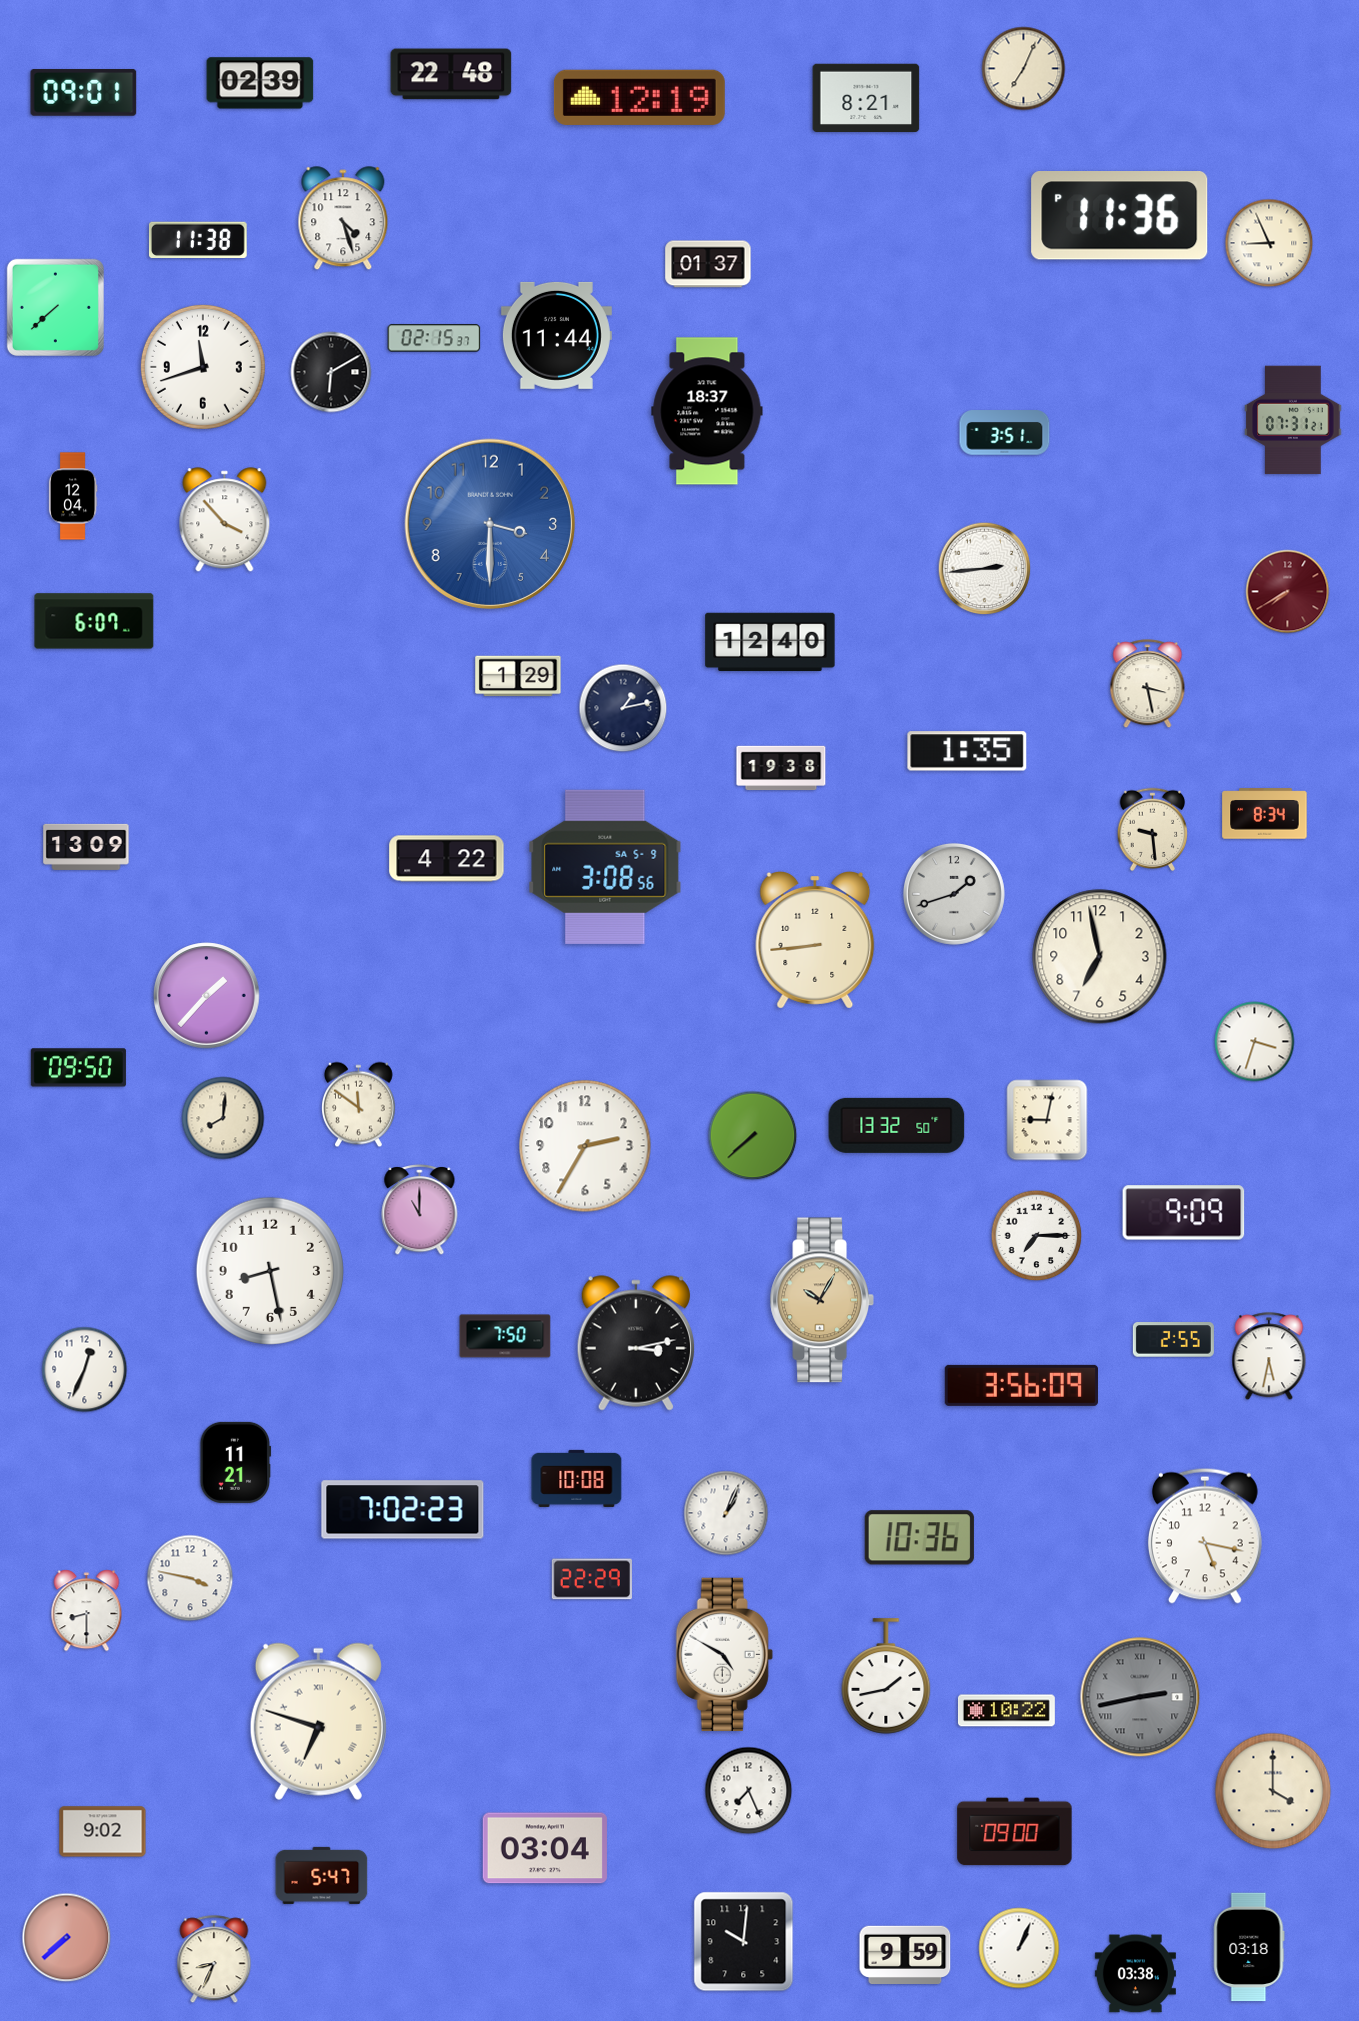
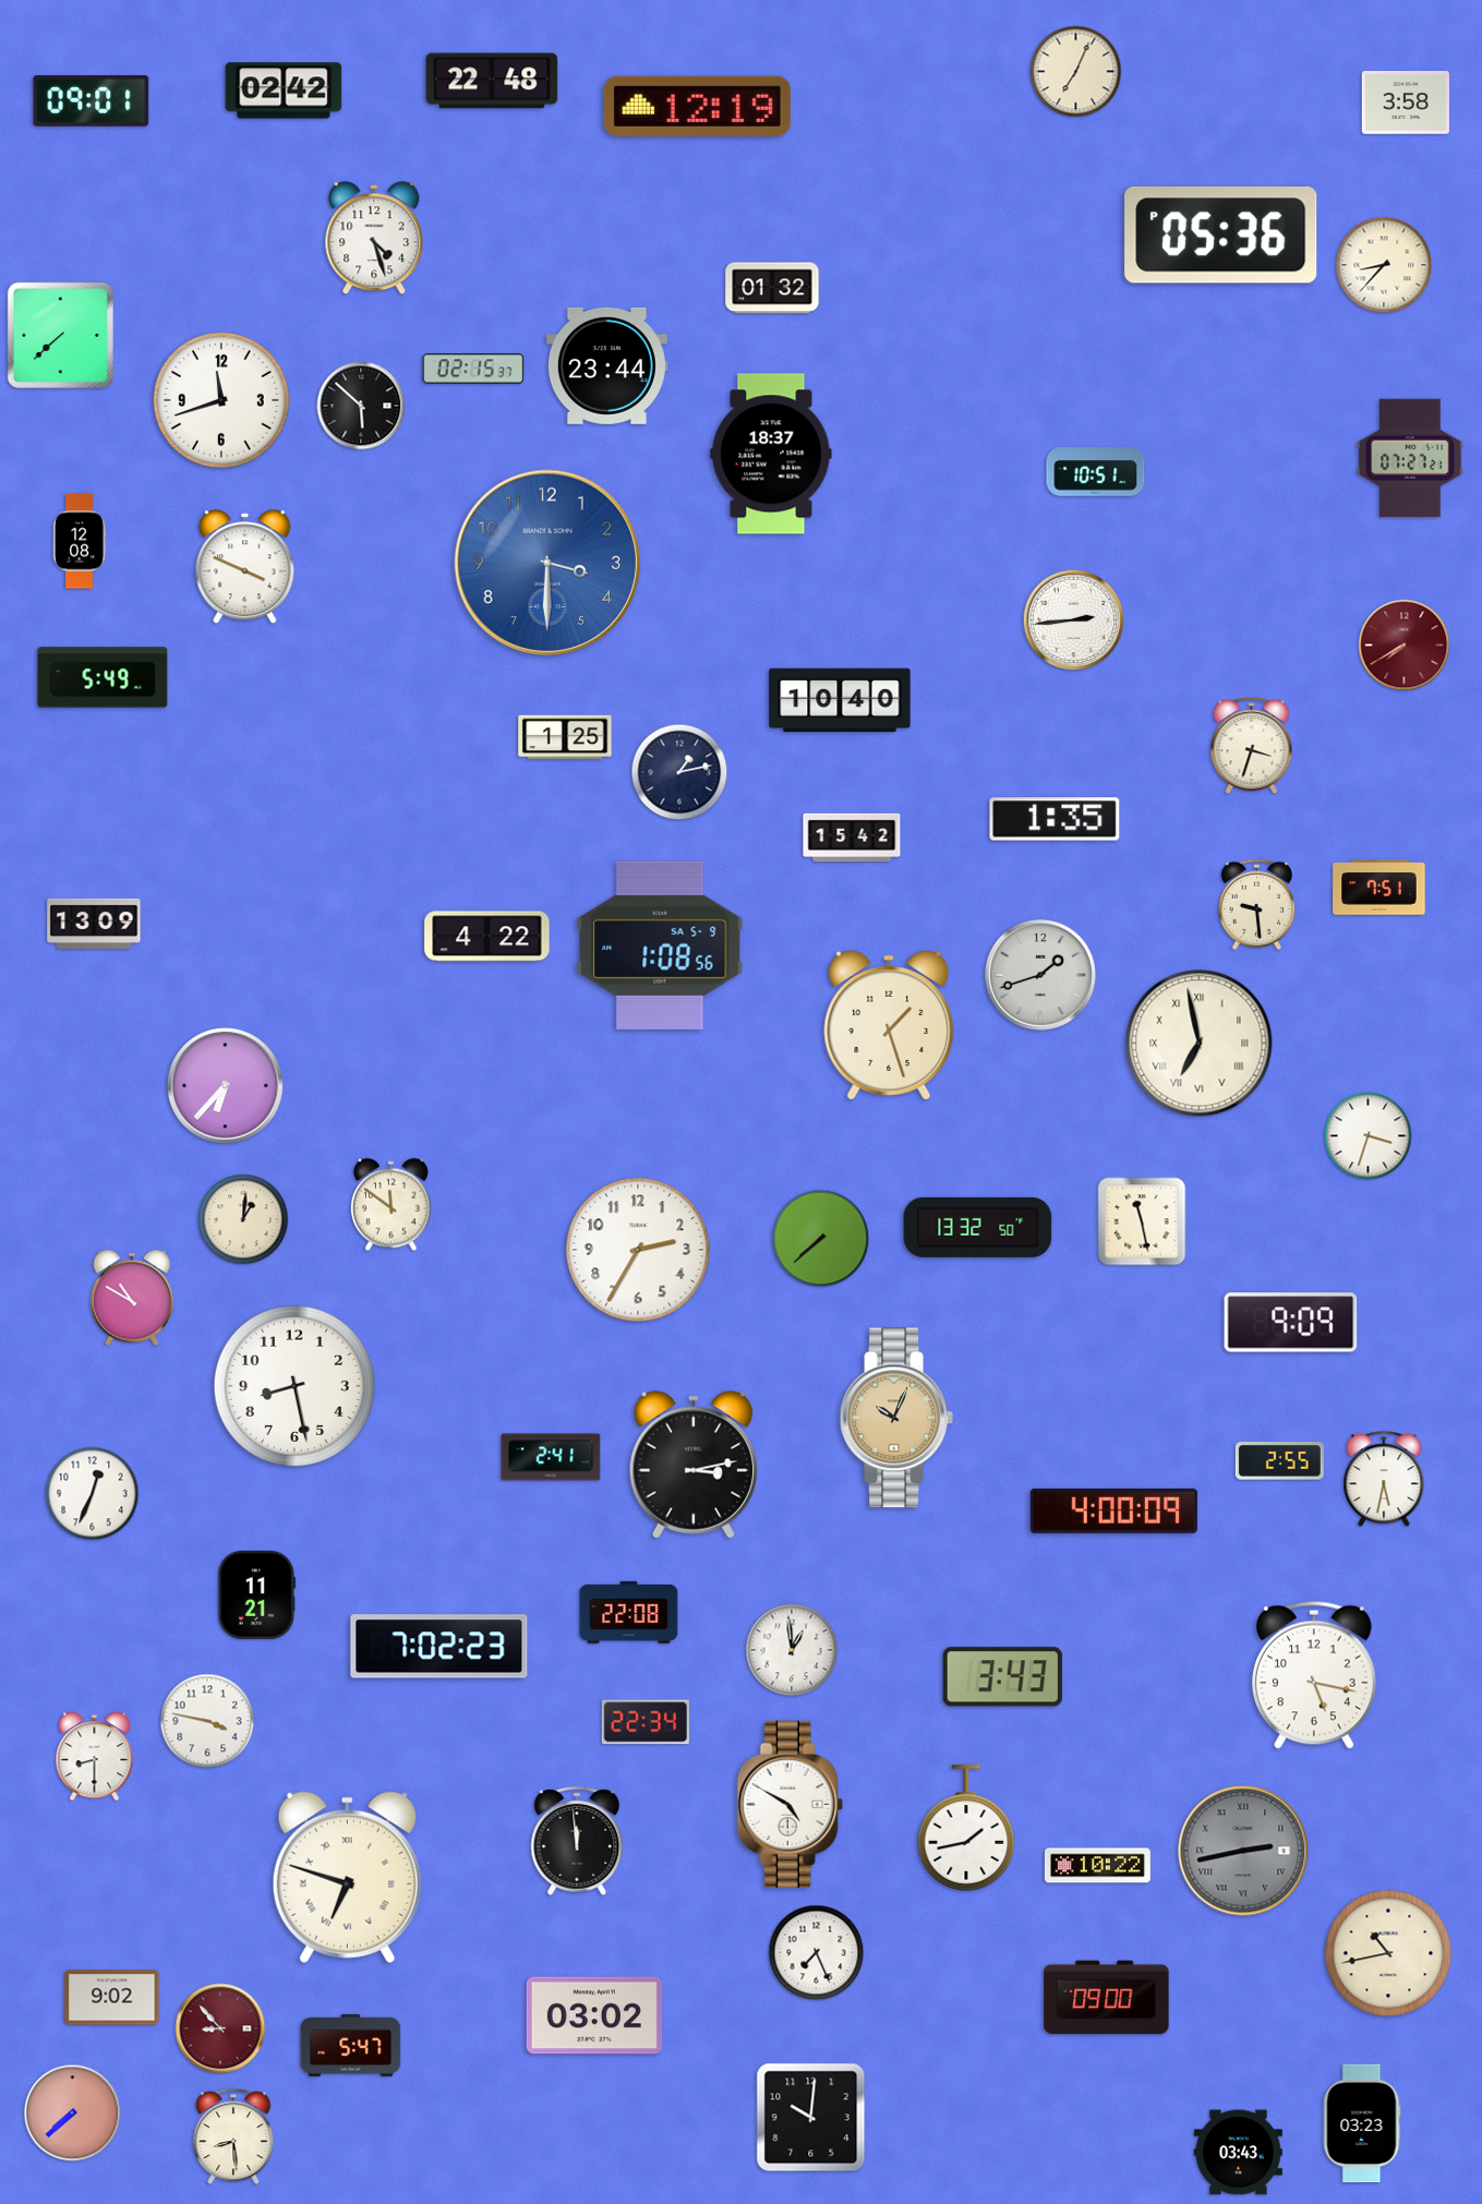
clock at (1024, 69) position: (1024, 69) -> (1076, 72)
clock at (260, 83): 02:39 -> 02:42
clock at (1406, 104): none -> 3:58
clock at (866, 98): 8:21 -> none
clock at (1120, 215): 11:36 -> 05:36
clock at (198, 240): 11:38 -> none
clock at (1269, 243): 8:56 -> 8:37
clock at (708, 264): 01:37 -> 01:32
clock at (556, 335): 11:44 -> 23:44
clock at (331, 372): 6:10 -> 5:52
clock at (707, 411) position: (707, 411) -> (771, 454)
clock at (1293, 420): 07:31 -> 07:27
clock at (1005, 433): 3:51 -> 10:51
clock at (73, 496): 12:04 -> 12:08
clock at (225, 520): 3:53 -> 3:49
clock at (489, 523) position: (489, 523) -> (546, 562)
clock at (94, 621): 6:07 -> 5:49
clock at (770, 642): 12:40 -> 10:40
clock at (518, 676): 1:29 -> 1:25
clock at (1148, 684): 3:28 -> 3:33
clock at (781, 768): 19:38 -> 15:42
clock at (1265, 814): 8:34 -> 7:51
clock at (605, 867): 3:08 -> 1:08
clock at (815, 941): 8:44 -> 1:27
clock at (1100, 957) numerals: Arabic -> Roman
clock at (207, 996): 1:37 -> 6:37
clock at (78, 1068): 09:50 -> none
clock at (223, 1118): 8:01 -> 1:01
clock at (1047, 1120): 9:02 -> 11:28
clock at (132, 1298): none -> 10:50
clock at (420, 1210): 11:00 -> none
clock at (1037, 1236): 7:15 -> none
clock at (822, 1300): 10:05 -> 10:04
clock at (505, 1336): 7:50 -> 2:41
clock at (1021, 1385): 3:56 -> 4:00
clock at (577, 1478): 10:08 -> 22:08
clock at (726, 1513): 1:04 -> 12:59
clock at (919, 1538): 10:36 -> 3:43
clock at (592, 1579): 22:29 -> 22:34
clock at (577, 1842): none -> 11:59
clock at (1273, 1791): 4:00 -> 10:43
clock at (545, 1848): 03:04 -> 03:02
clock at (220, 2028): none -> 8:53
clock at (1249, 1947): 03:18 -> 03:23
clock at (1019, 1948): 1:04 -> none
clock at (905, 1954): 9:59 -> none
clock at (214, 1960): 8:34 -> 8:29
clock at (1135, 1974): 03:38 -> 03:43
